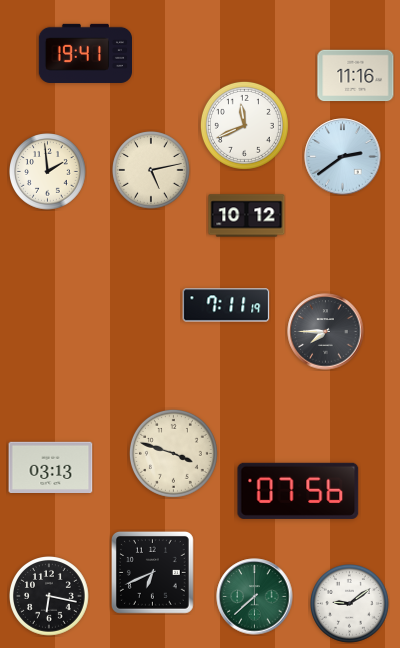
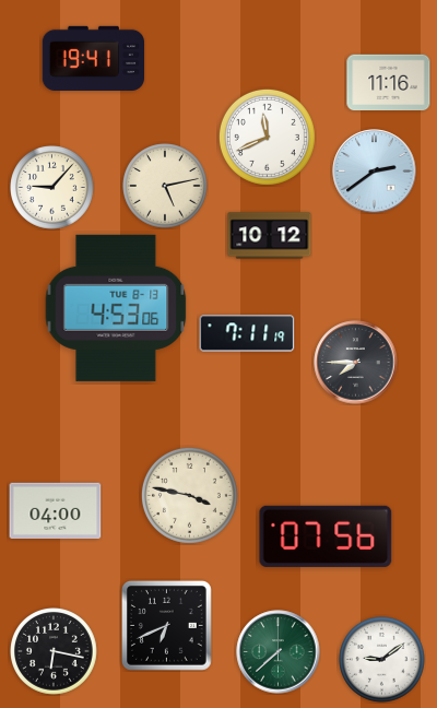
clock at (48, 172): 1:59 -> 9:07
clock at (116, 308): none -> 4:53
clock at (173, 453): 3:48 -> 3:47
clock at (51, 467): 03:13 -> 04:00
